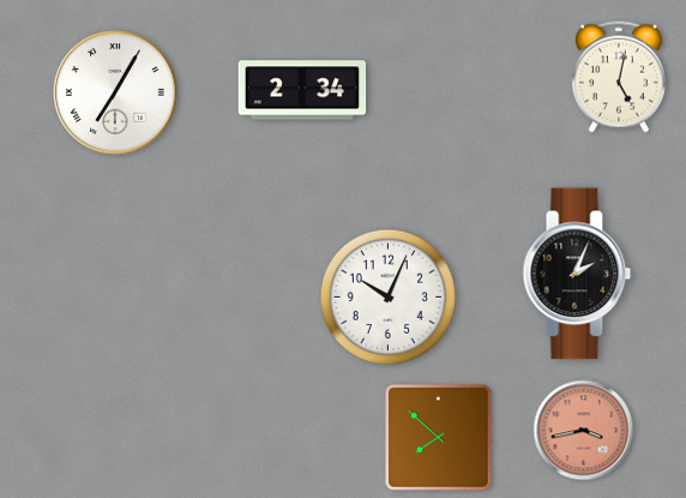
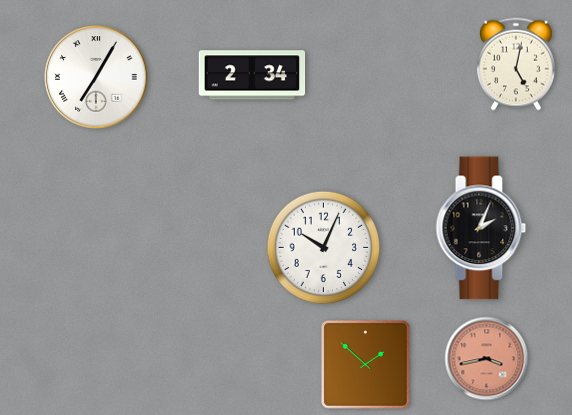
clock at (439, 438): 7:52 -> 1:52
